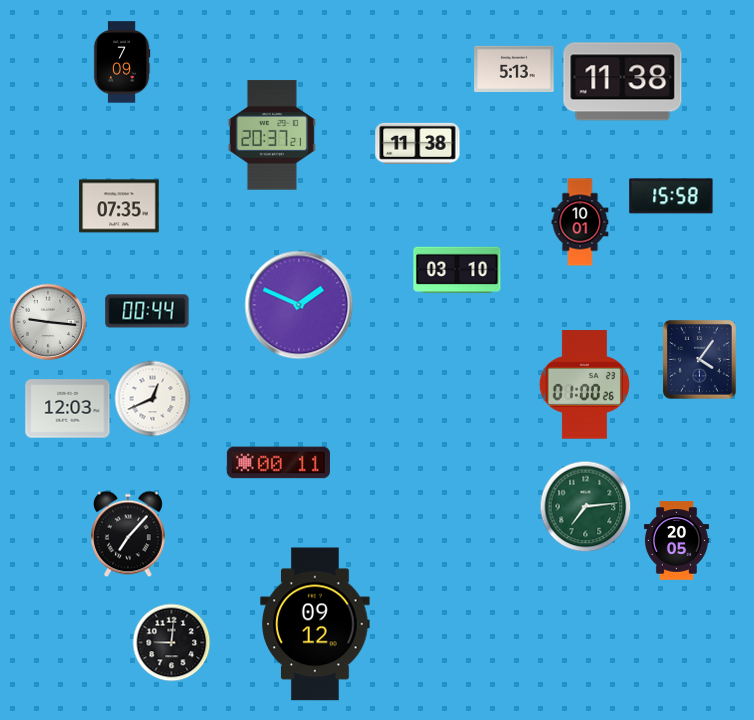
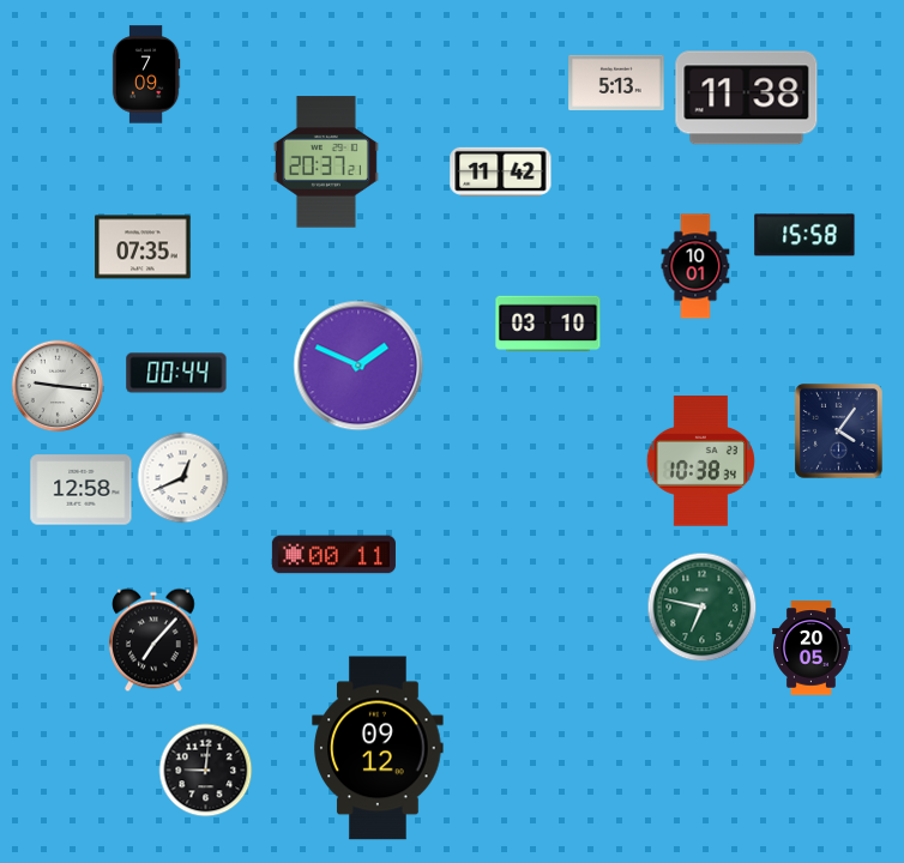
clock at (418, 143): 11:38 -> 11:42
clock at (584, 385): 01:00 -> 10:38
clock at (68, 409): 12:03 -> 12:58
clock at (586, 507): 7:14 -> 6:47
